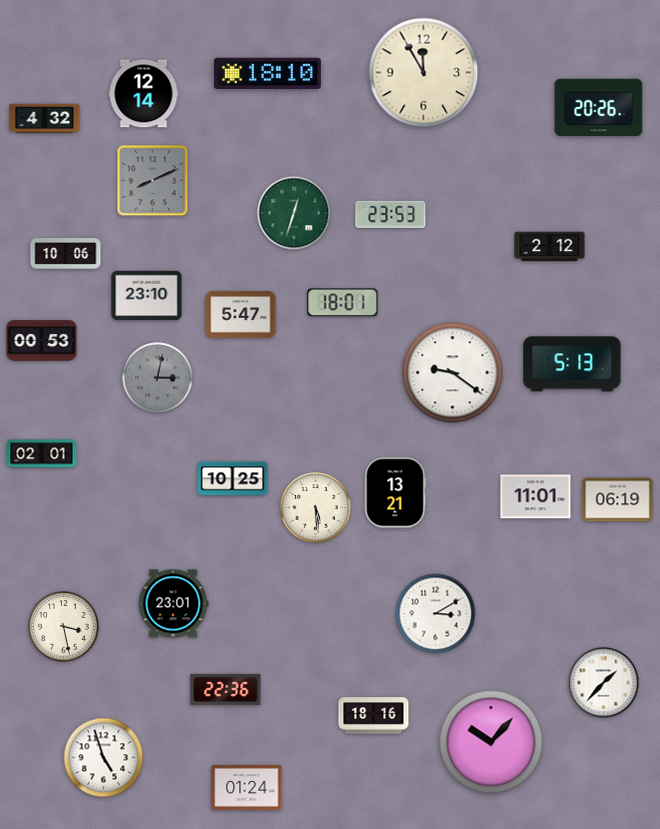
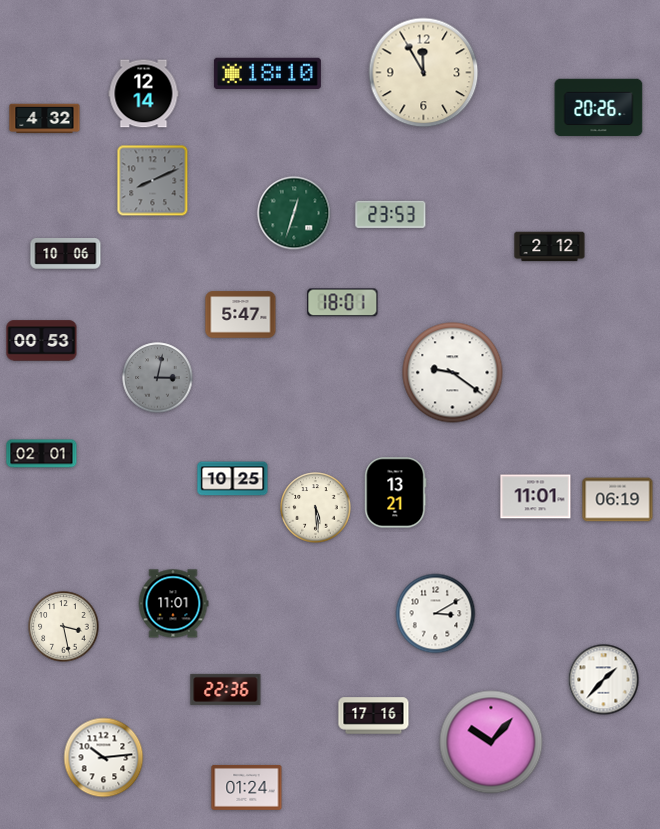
clock at (147, 296): 23:10 -> none
clock at (572, 364): 5:13 -> none
clock at (173, 604): 23:01 -> 11:01
clock at (604, 683) position: (604, 683) -> (604, 680)
clock at (374, 716): 18:16 -> 17:16
clock at (104, 758): 4:57 -> 10:14
